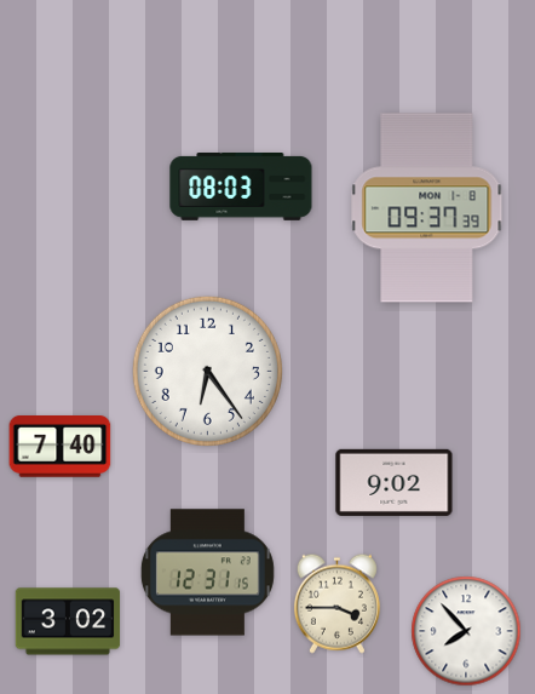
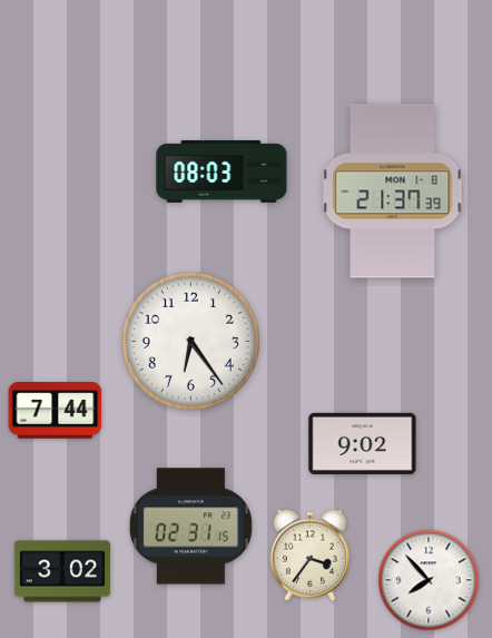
clock at (427, 208): 09:37 -> 21:37
clock at (61, 447): 7:40 -> 7:44
clock at (207, 573): 12:31 -> 02:31
clock at (336, 603): 3:45 -> 3:36
